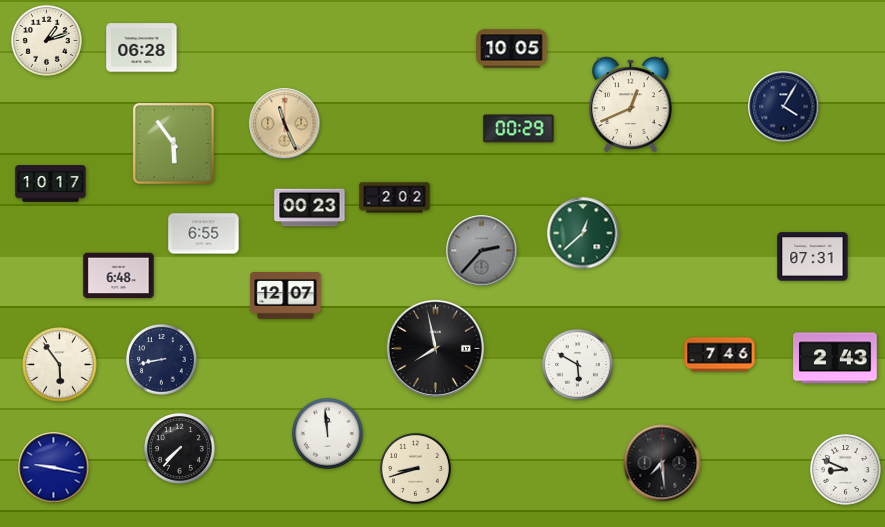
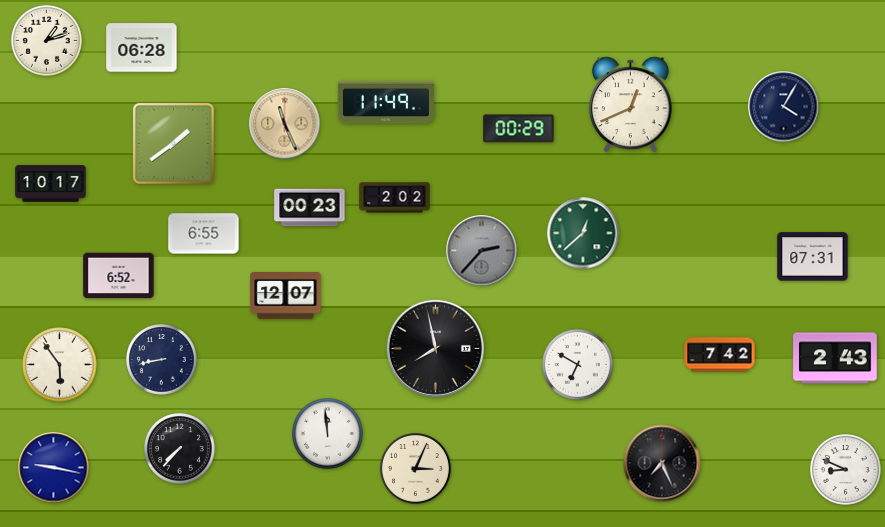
clock at (512, 49): 10:05 -> none
clock at (386, 102): none -> 11:49
clock at (173, 143): 5:54 -> 1:39
clock at (119, 276): 6:48 -> 6:52
clock at (720, 355): 7:46 -> 7:42
clock at (578, 365): 5:50 -> 6:50
clock at (662, 463): 7:29 -> 7:26
clock at (416, 469): 8:42 -> 3:04
